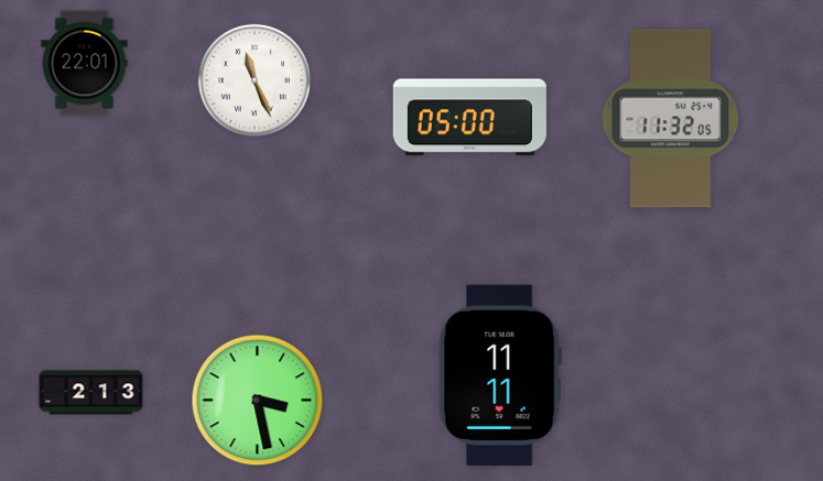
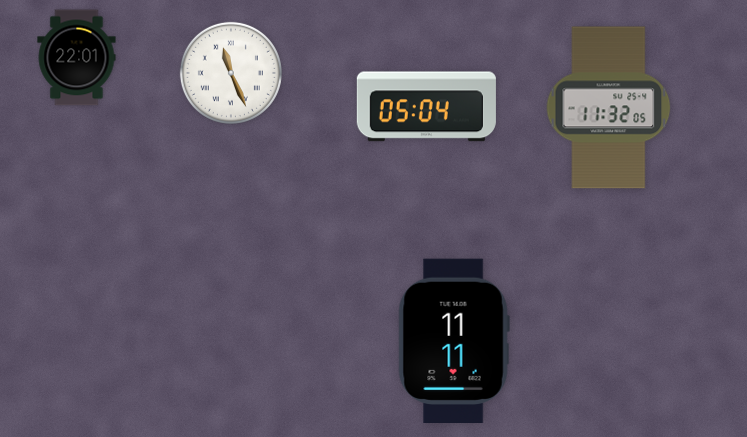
clock at (469, 118): 05:00 -> 05:04
clock at (91, 393): 2:13 -> none
clock at (258, 401): 3:28 -> none
